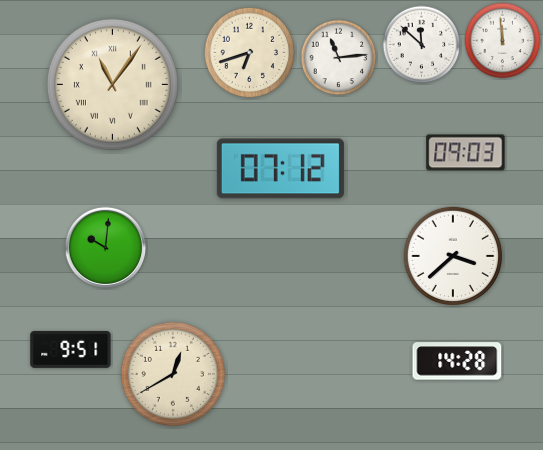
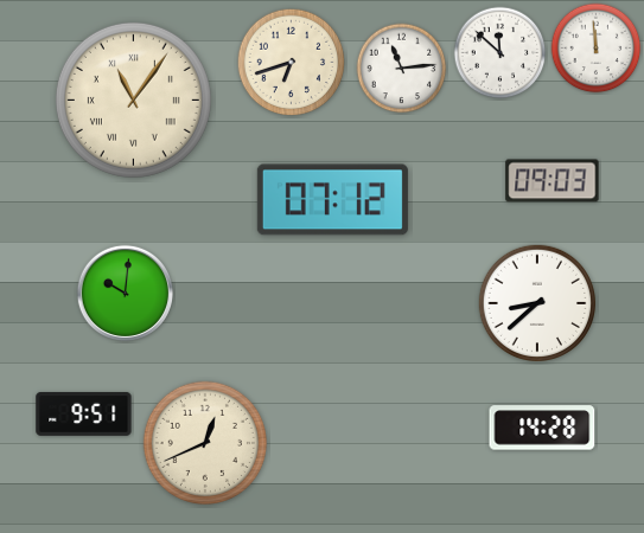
clock at (250, 53) position: (250, 53) -> (292, 63)
clock at (452, 255): 3:38 -> 8:38
clock at (173, 374): 12:40 -> 12:41
